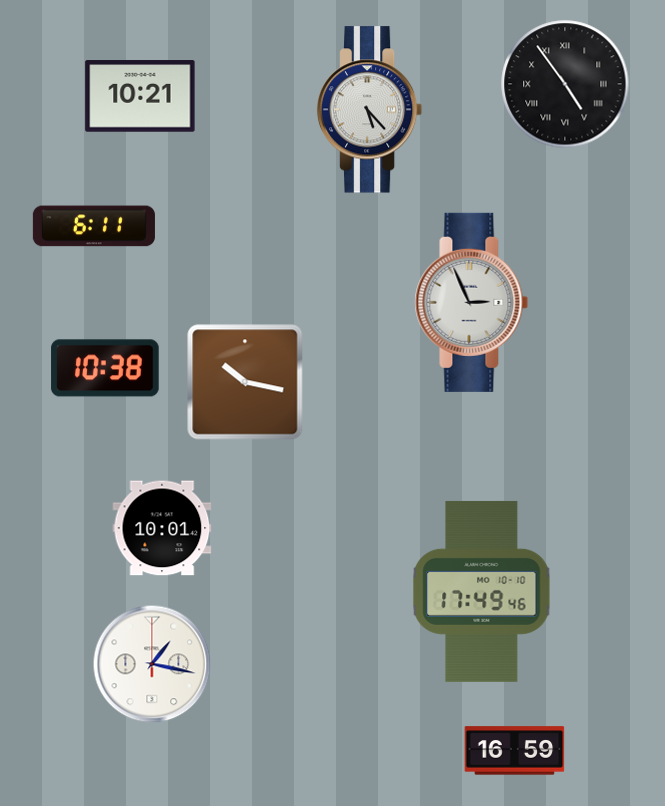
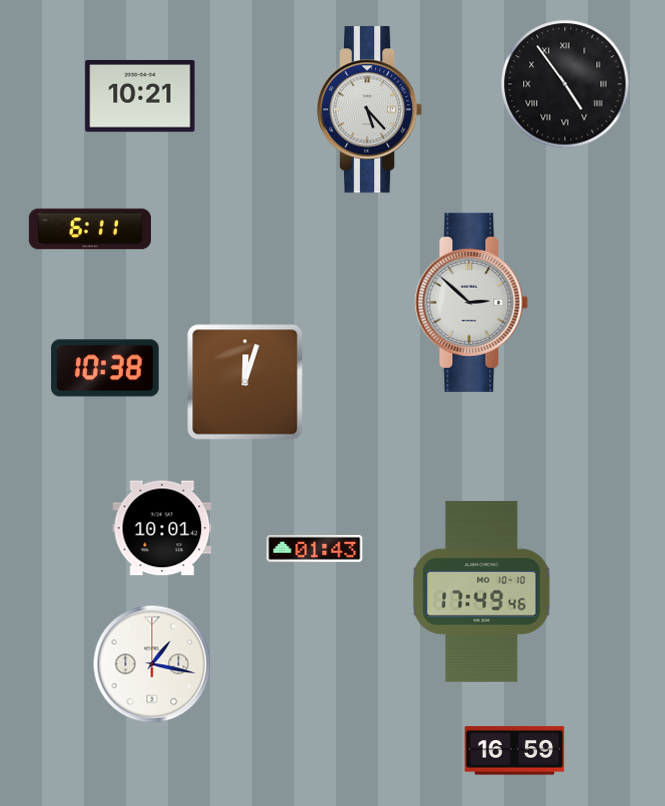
clock at (94, 226) position: (94, 226) -> (90, 229)
clock at (472, 302): 2:56 -> 2:52
clock at (245, 382): 10:17 -> 12:03
clock at (315, 548): none -> 01:43
